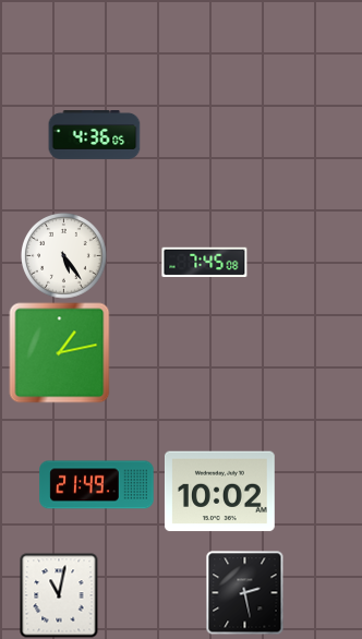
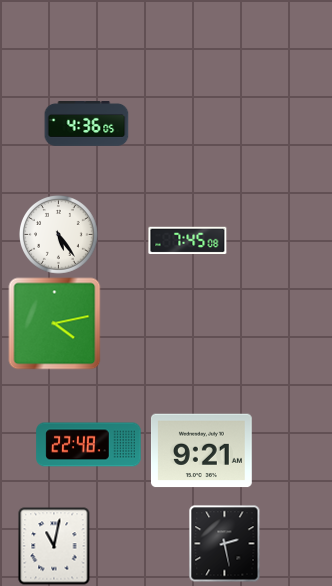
clock at (60, 353): 1:13 -> 4:13
clock at (97, 485): 21:49 -> 22:48
clock at (219, 492): 10:02 -> 9:21
